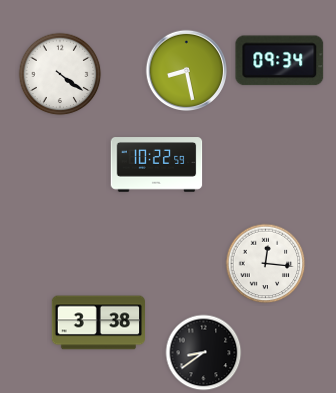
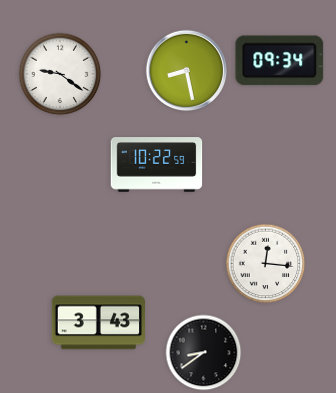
clock at (60, 74): 4:21 -> 9:21
clock at (98, 323): 3:38 -> 3:43
